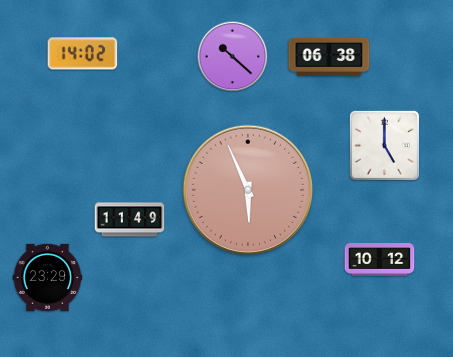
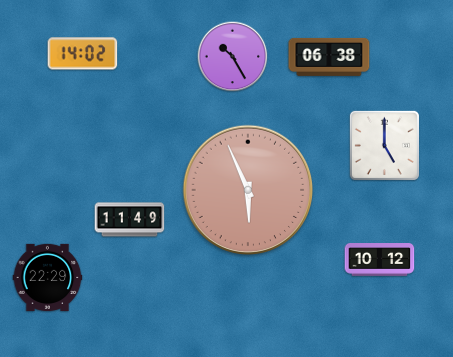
clock at (233, 57): 10:22 -> 10:25
clock at (48, 278): 23:29 -> 22:29
